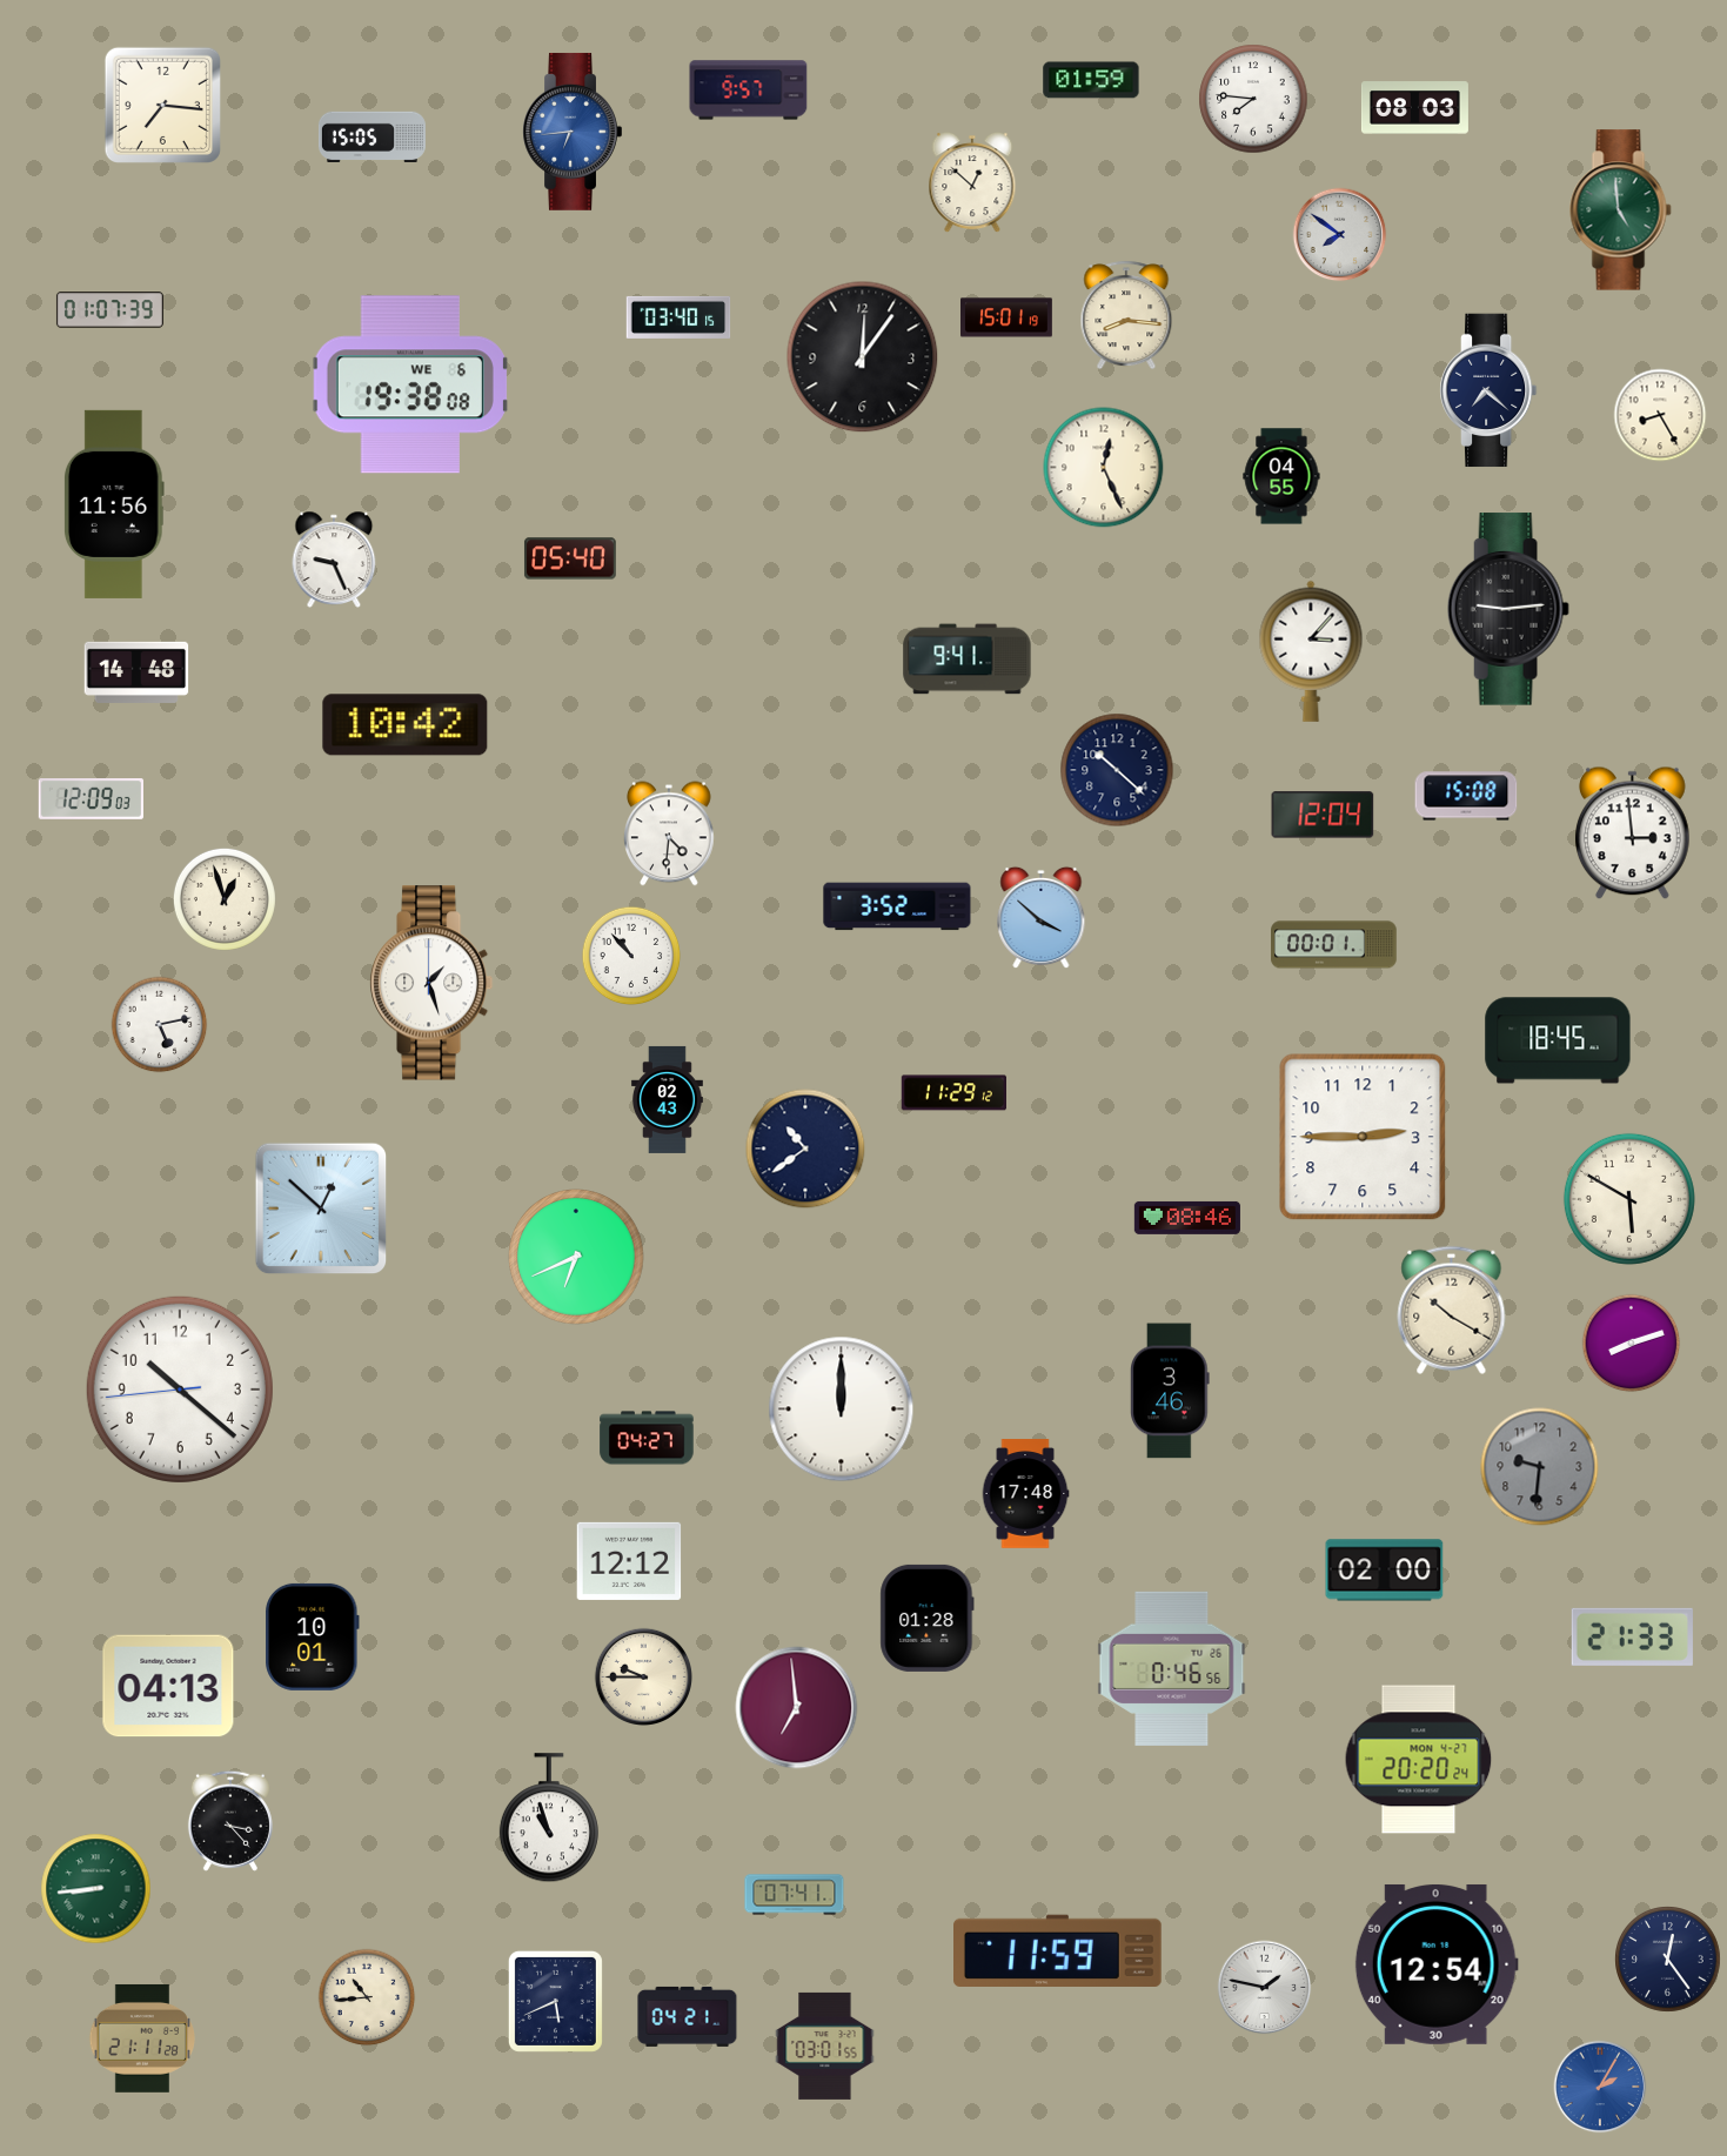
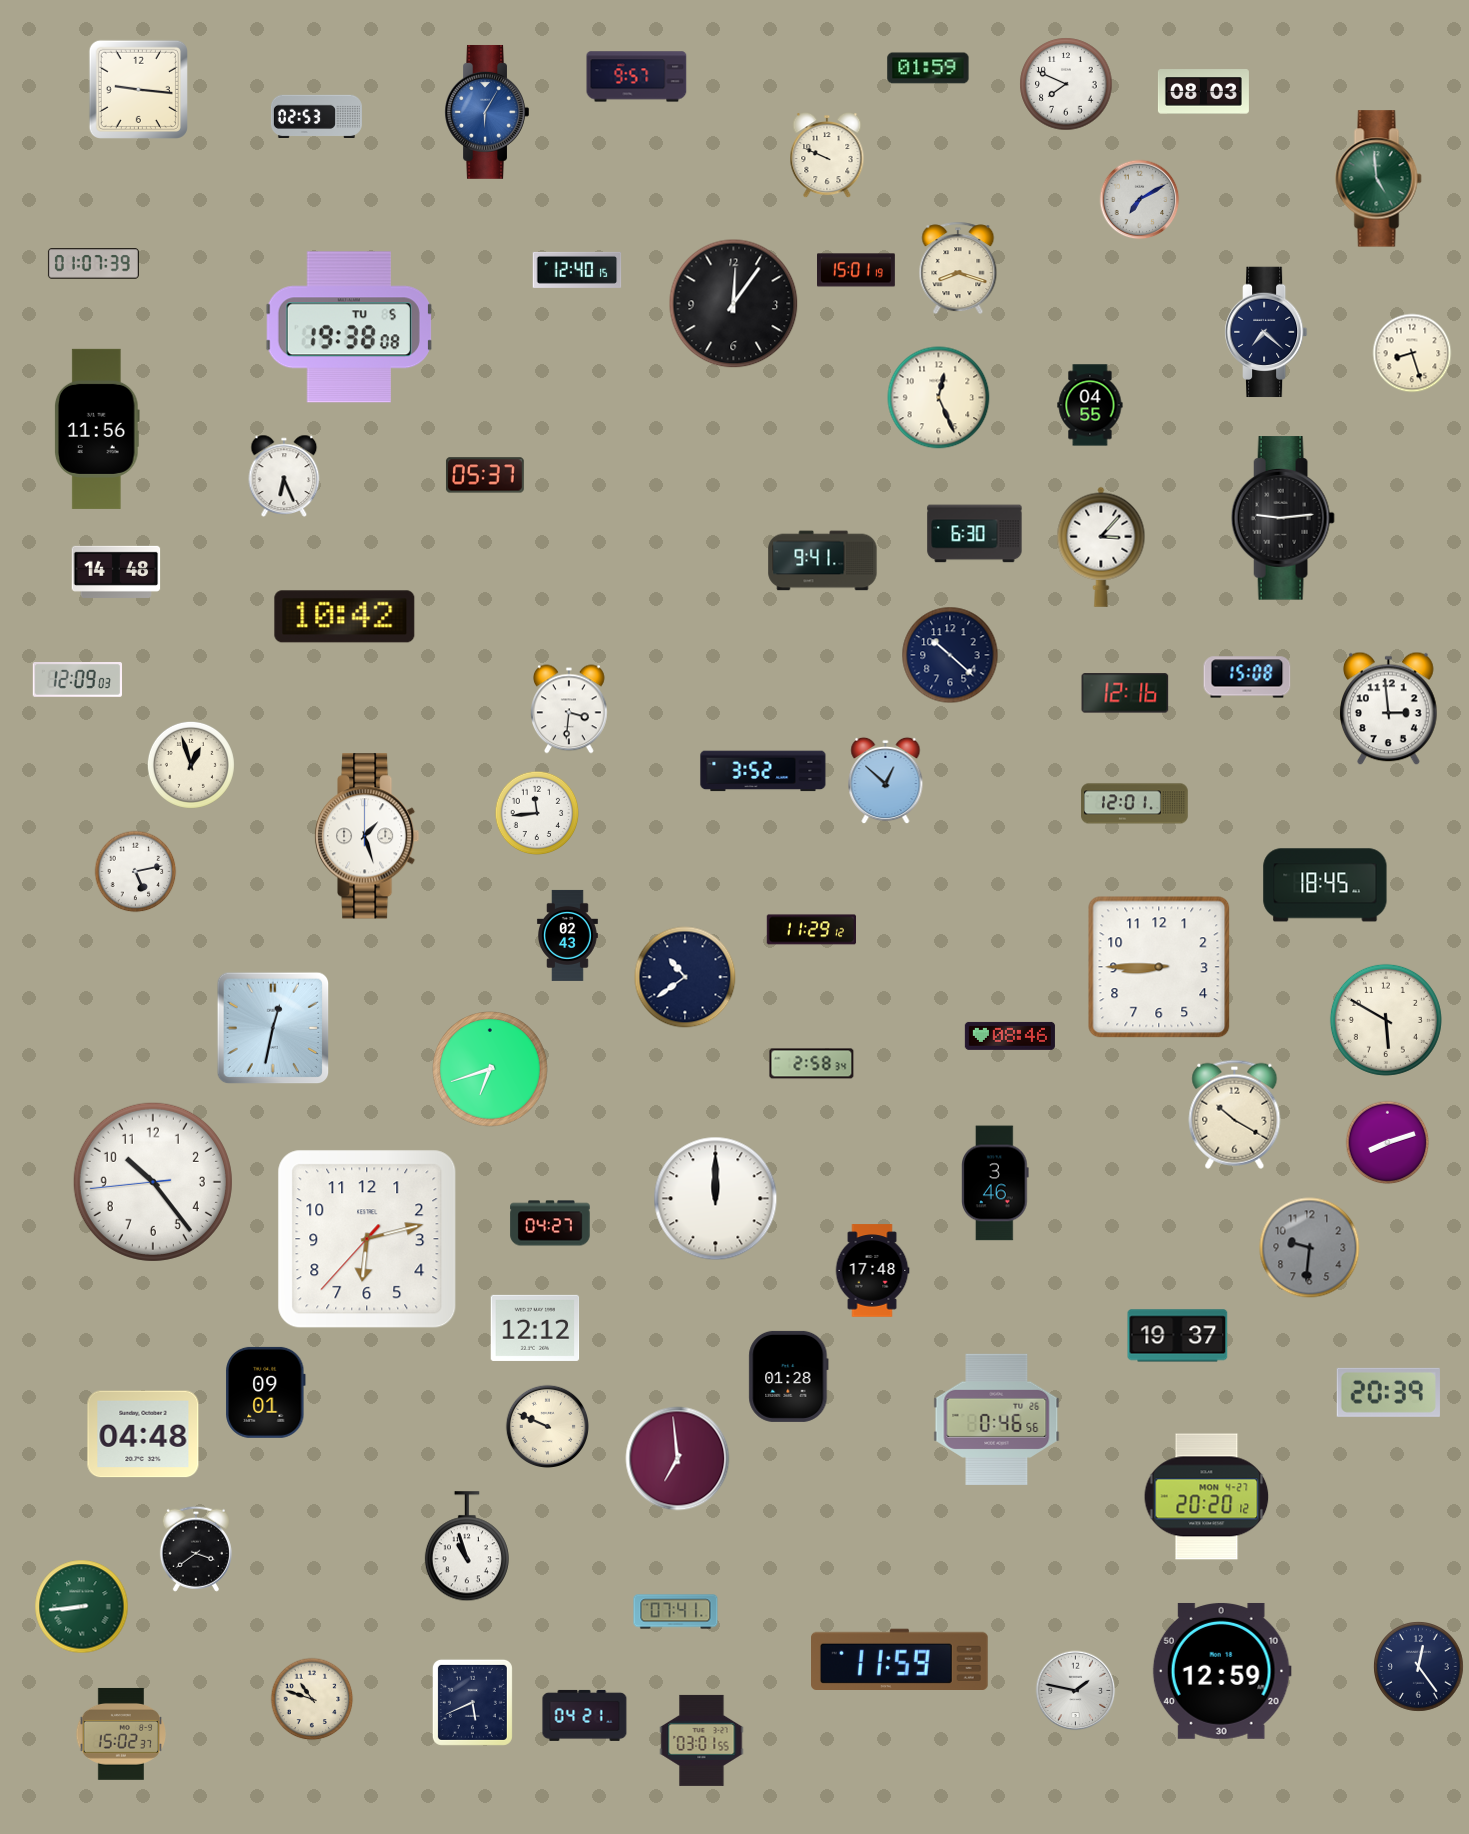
clock at (1253, 99): 7:46 -> 7:49
clock at (162, 105): 7:16 -> 9:16
clock at (573, 132): 6:44 -> 6:05
clock at (371, 136): 15:05 -> 02:53
clock at (972, 183): 12:52 -> 9:49
clock at (1340, 235): 7:51 -> 7:10
clock at (1126, 315): 8:16 -> 8:18
clock at (678, 317): 03:40 -> 12:40
clock at (410, 384) date: WE 6 -> TU 5
clock at (1660, 415): 8:25 -> 8:27
clock at (570, 558): 05:40 -> 05:37
clock at (334, 560): 9:26 -> 6:26
clock at (975, 534): none -> 6:30
clock at (1311, 651) position: (1311, 651) -> (1101, 547)
clock at (1323, 815): 12:04 -> 12:16
clock at (670, 833): 4:31 -> 3:31
clock at (1042, 918): 3:52 -> 12:52
clock at (1334, 945): 00:01 -> 12:01
clock at (631, 956): 10:53 -> 11:44
clock at (1363, 1137): 2:45 -> 8:45
clock at (321, 1208): 12:52 -> 12:32
clock at (812, 1064): none -> 2:58
clock at (576, 1257): 6:41 -> 6:42
clock at (180, 1390): 10:21 -> 10:23
clock at (367, 1239): none -> 6:12
clock at (1385, 1571): 02:00 -> 19:37
clock at (313, 1636): 10:01 -> 09:01
clock at (1632, 1636): 21:33 -> 20:39
clock at (643, 1676): 9:45 -> 9:49
clock at (168, 1686): 04:13 -> 04:48
clock at (797, 1708) position: (797, 1708) -> (678, 1459)
clock at (1419, 1760): 20:20:24 -> 20:20:12
clock at (230, 1821): 3:23 -> 3:39
clock at (1437, 1964): 12:54 -> 12:59
clock at (367, 1997): 10:44 -> 10:48
clock at (142, 2038): 21:11 -> 15:02
clock at (1600, 2087): 2:05 -> none
